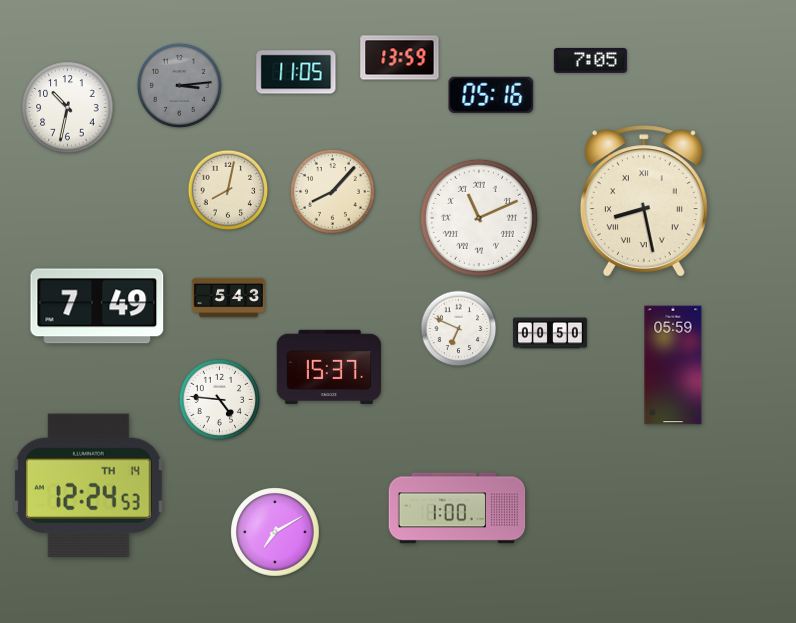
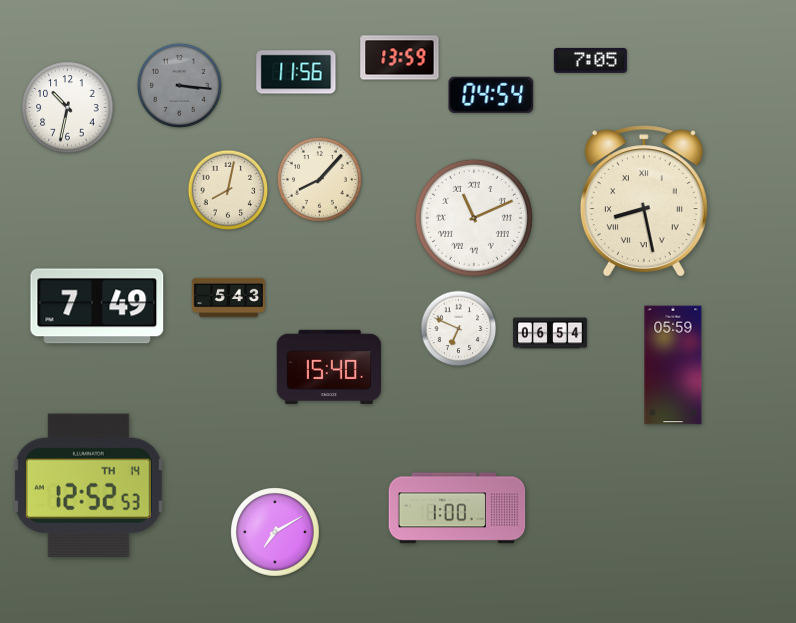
clock at (296, 72): 11:05 -> 11:56
clock at (179, 85): 3:14 -> 3:16
clock at (491, 95): 05:16 -> 04:54
clock at (332, 191) position: (332, 191) -> (319, 179)
clock at (479, 218) position: (479, 218) -> (474, 218)
clock at (550, 333): 00:50 -> 06:54
clock at (328, 367): 15:37 -> 15:40
clock at (219, 399): 4:46 -> none
clock at (88, 486): 12:24 -> 12:52
